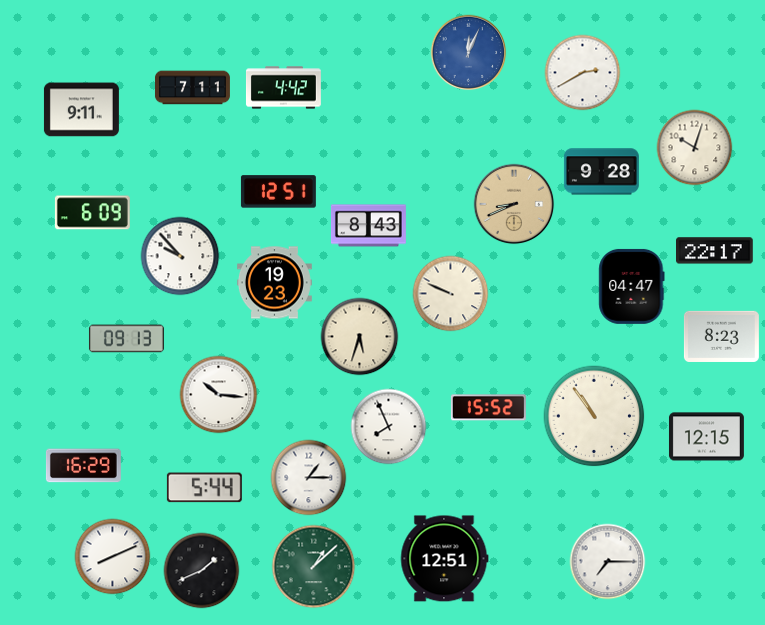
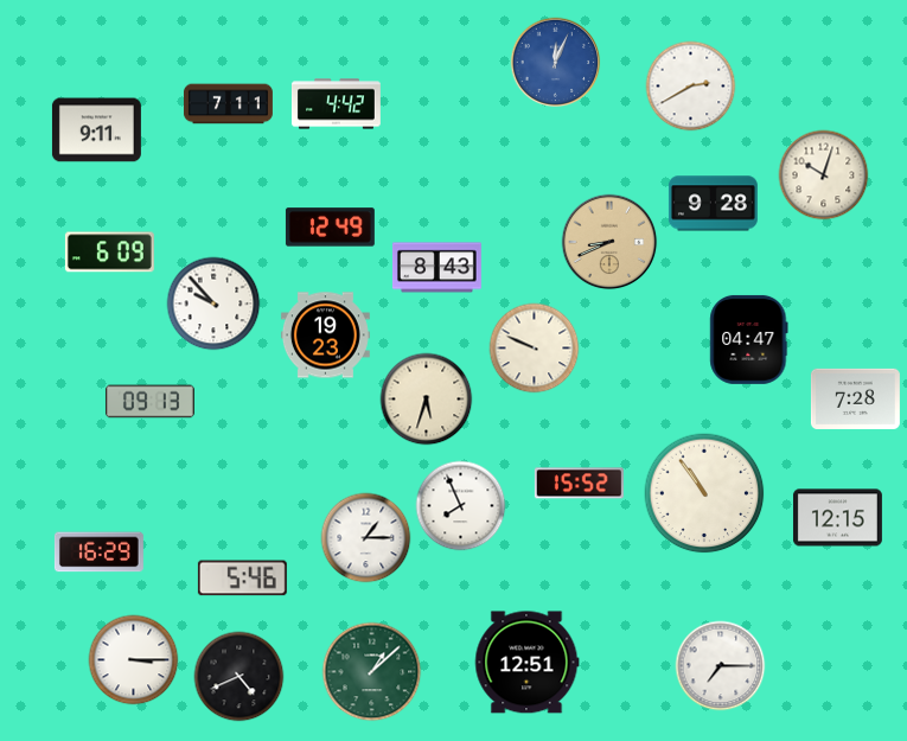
clock at (278, 192): 12:51 -> 12:49
clock at (715, 251): 22:17 -> none
clock at (721, 336): 8:23 -> 7:28
clock at (219, 395): 10:16 -> none
clock at (309, 478) position: (309, 478) -> (366, 538)
clock at (204, 488): 5:44 -> 5:46
clock at (113, 557): 8:11 -> 3:15
clock at (202, 571): 1:41 -> 4:41
